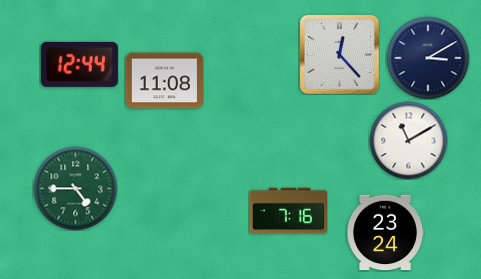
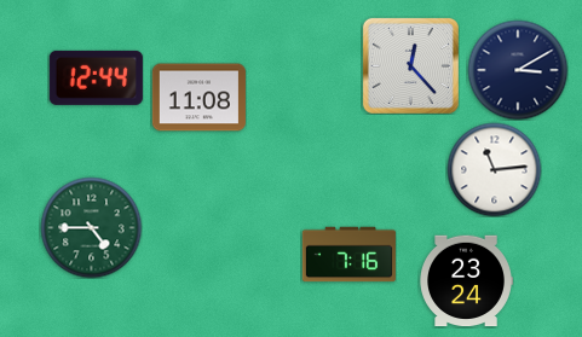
clock at (408, 140): 11:10 -> 11:14
